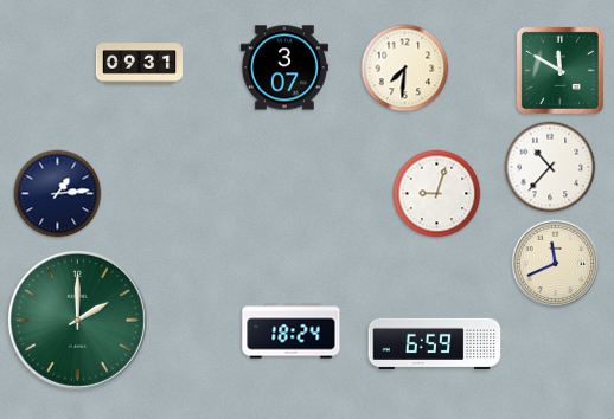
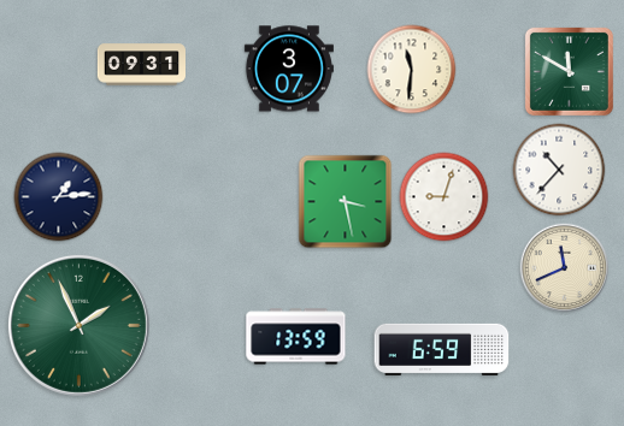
clock at (405, 69): 7:31 -> 11:31
clock at (346, 202): none -> 3:28
clock at (77, 320): 2:00 -> 1:56
clock at (292, 331): 18:24 -> 13:59
